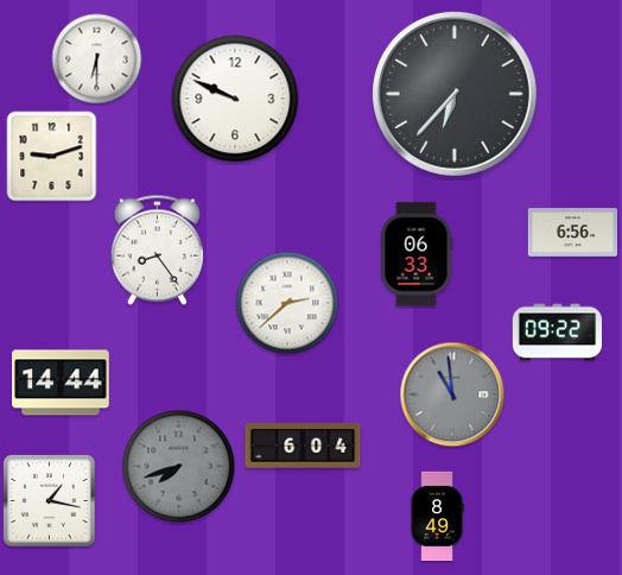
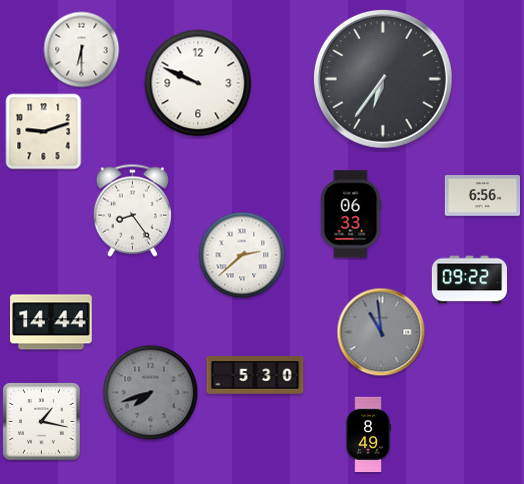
clock at (455, 94): 6:37 -> 6:36
clock at (303, 446): 6:04 -> 5:30
